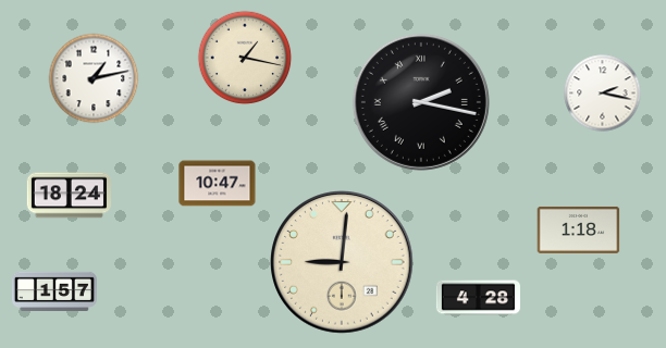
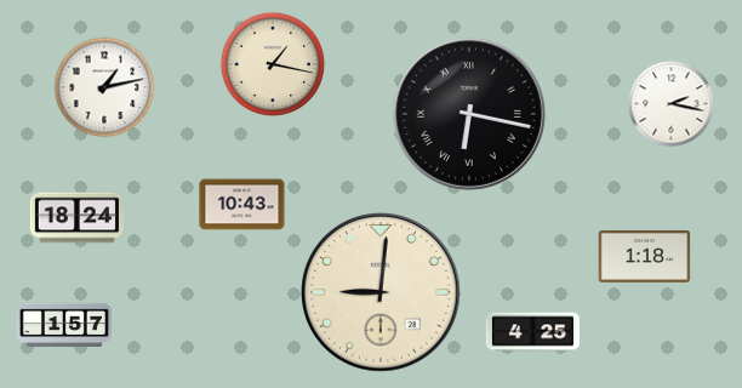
clock at (421, 102): 2:17 -> 6:17
clock at (218, 184): 10:47 -> 10:43
clock at (54, 290) position: (54, 290) -> (64, 324)
clock at (478, 298): 4:28 -> 4:25
